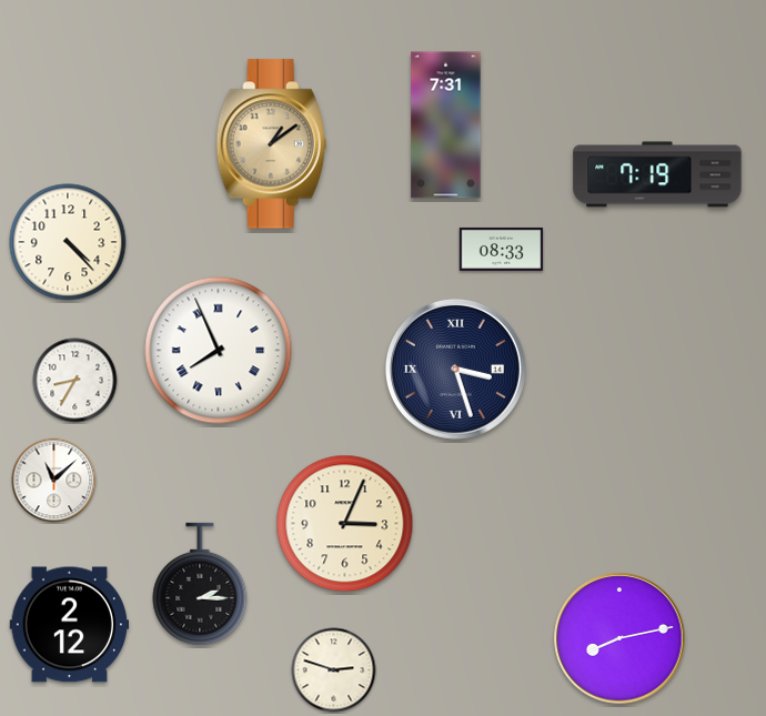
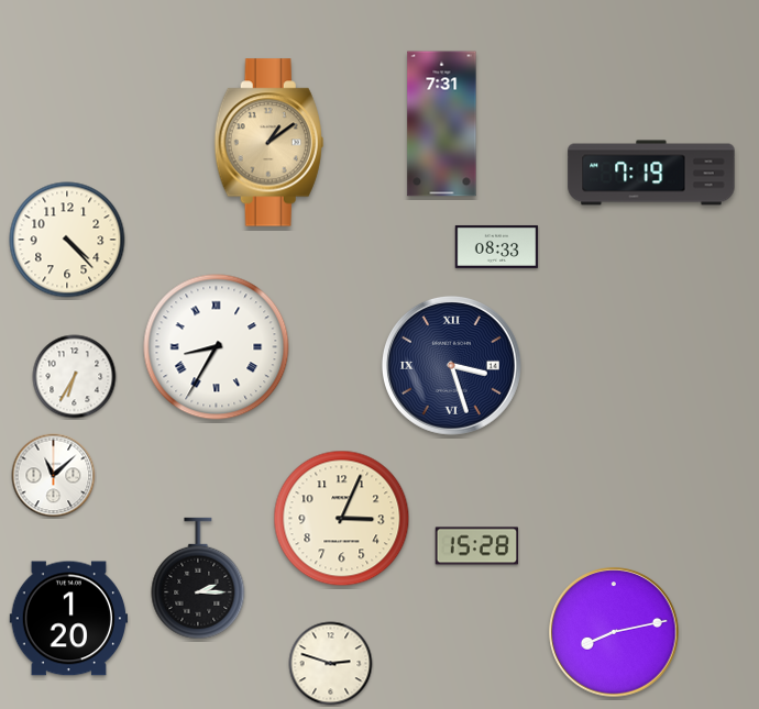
clock at (219, 351): 7:56 -> 8:35
clock at (75, 381): 8:35 -> 6:35
clock at (477, 546): none -> 15:28
clock at (70, 625): 2:12 -> 1:20
